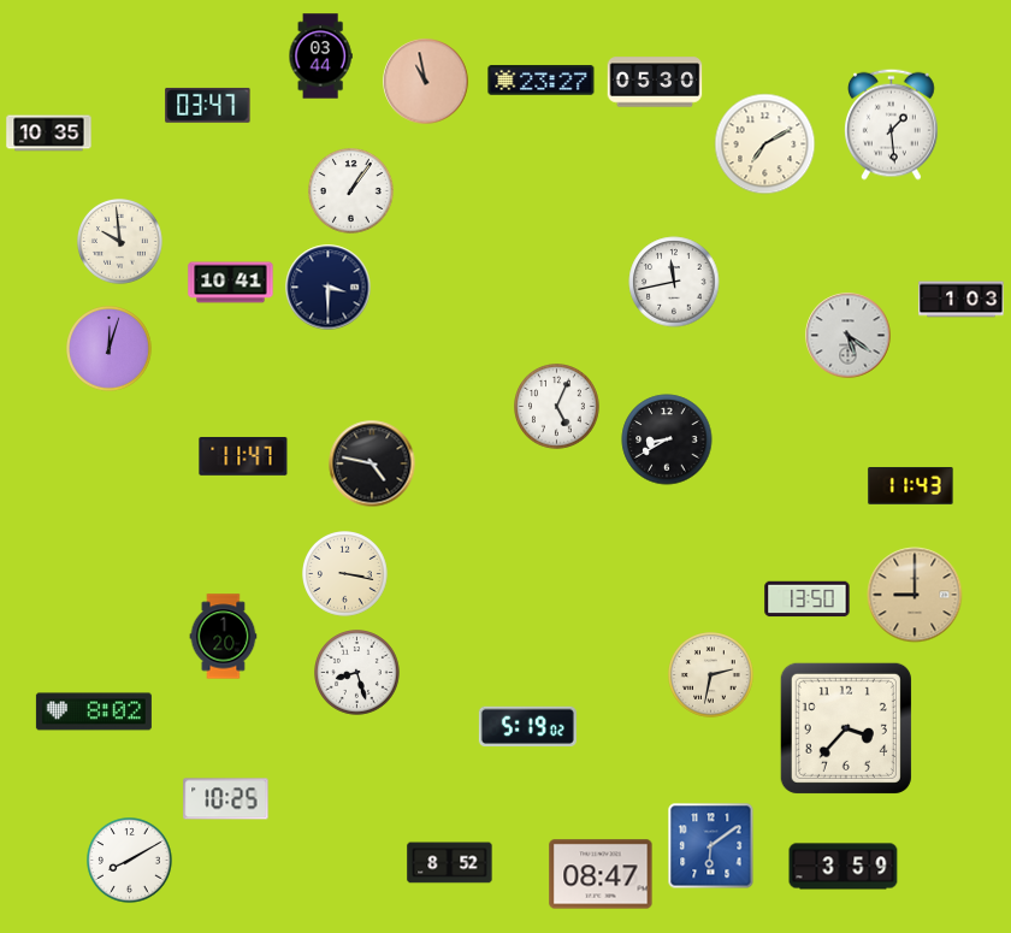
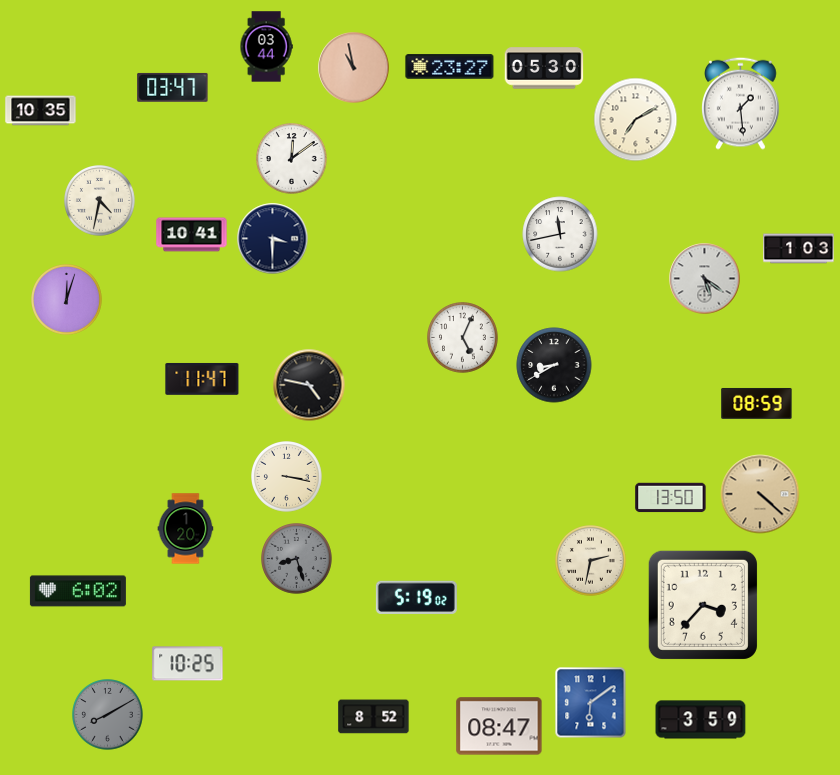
clock at (351, 191): 1:06 -> 12:09
clock at (120, 242): 9:59 -> 4:32
clock at (110, 349) position: (110, 349) -> (67, 300)
clock at (911, 485): 11:43 -> 08:59
clock at (915, 595): 9:00 -> 4:22
clock at (357, 673) dial: white -> grey
clock at (94, 711): 8:02 -> 6:02
clock at (527, 726) position: (527, 726) -> (416, 597)
clock at (130, 861) dial: white -> grey
